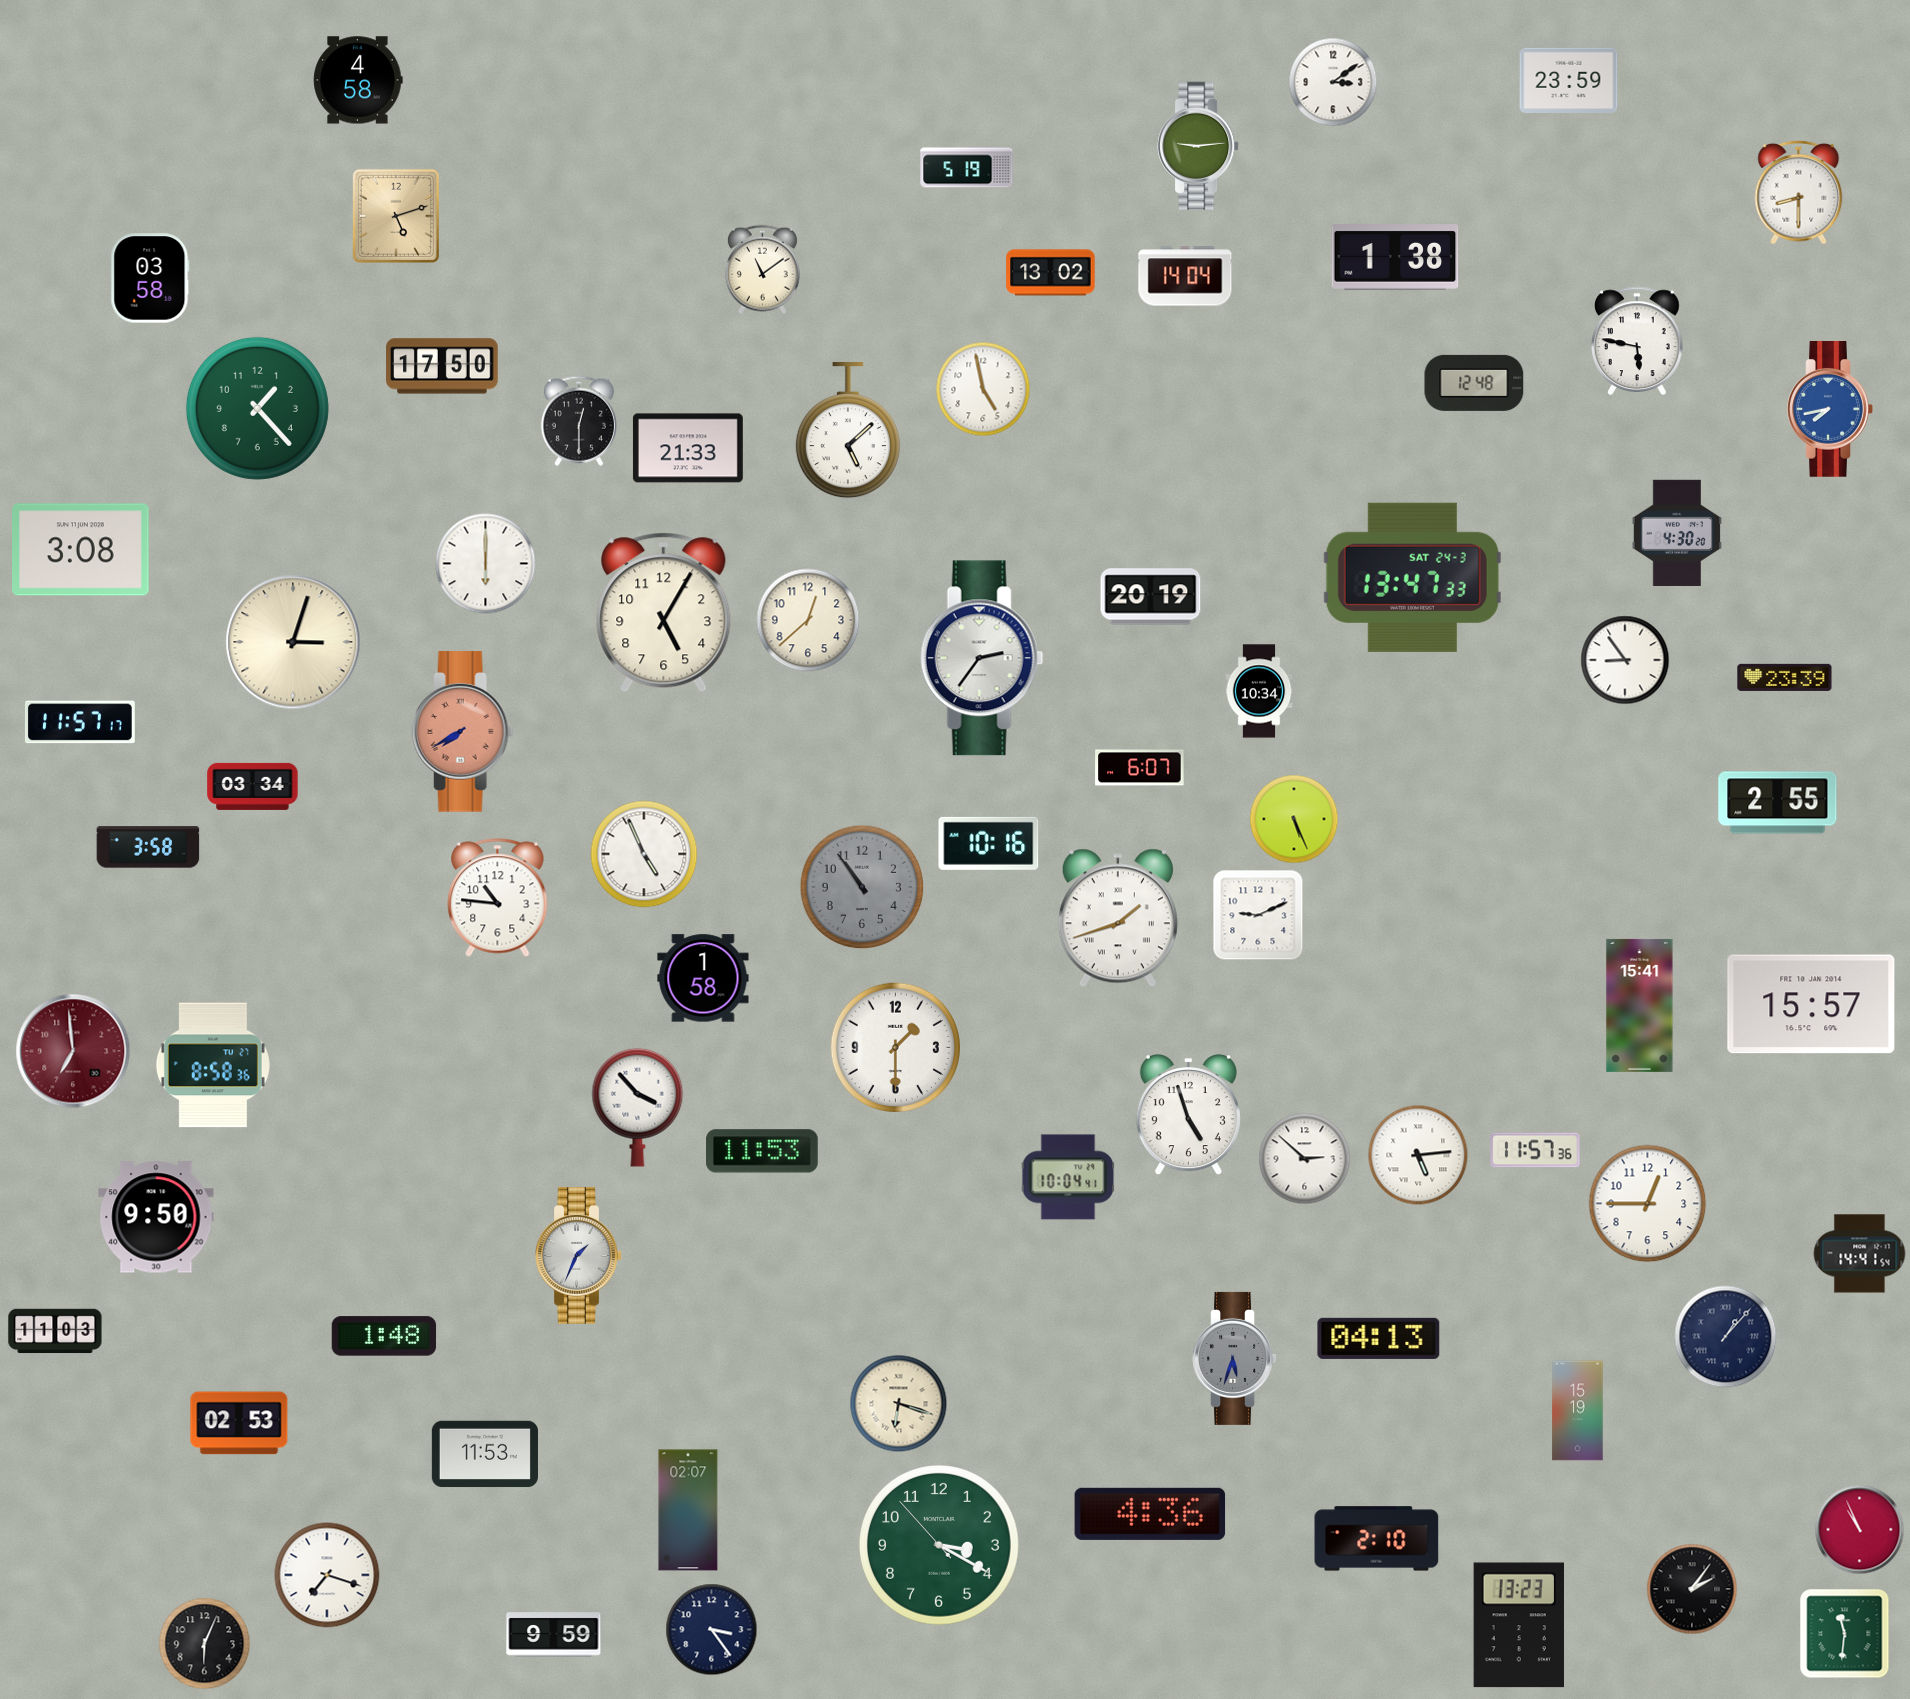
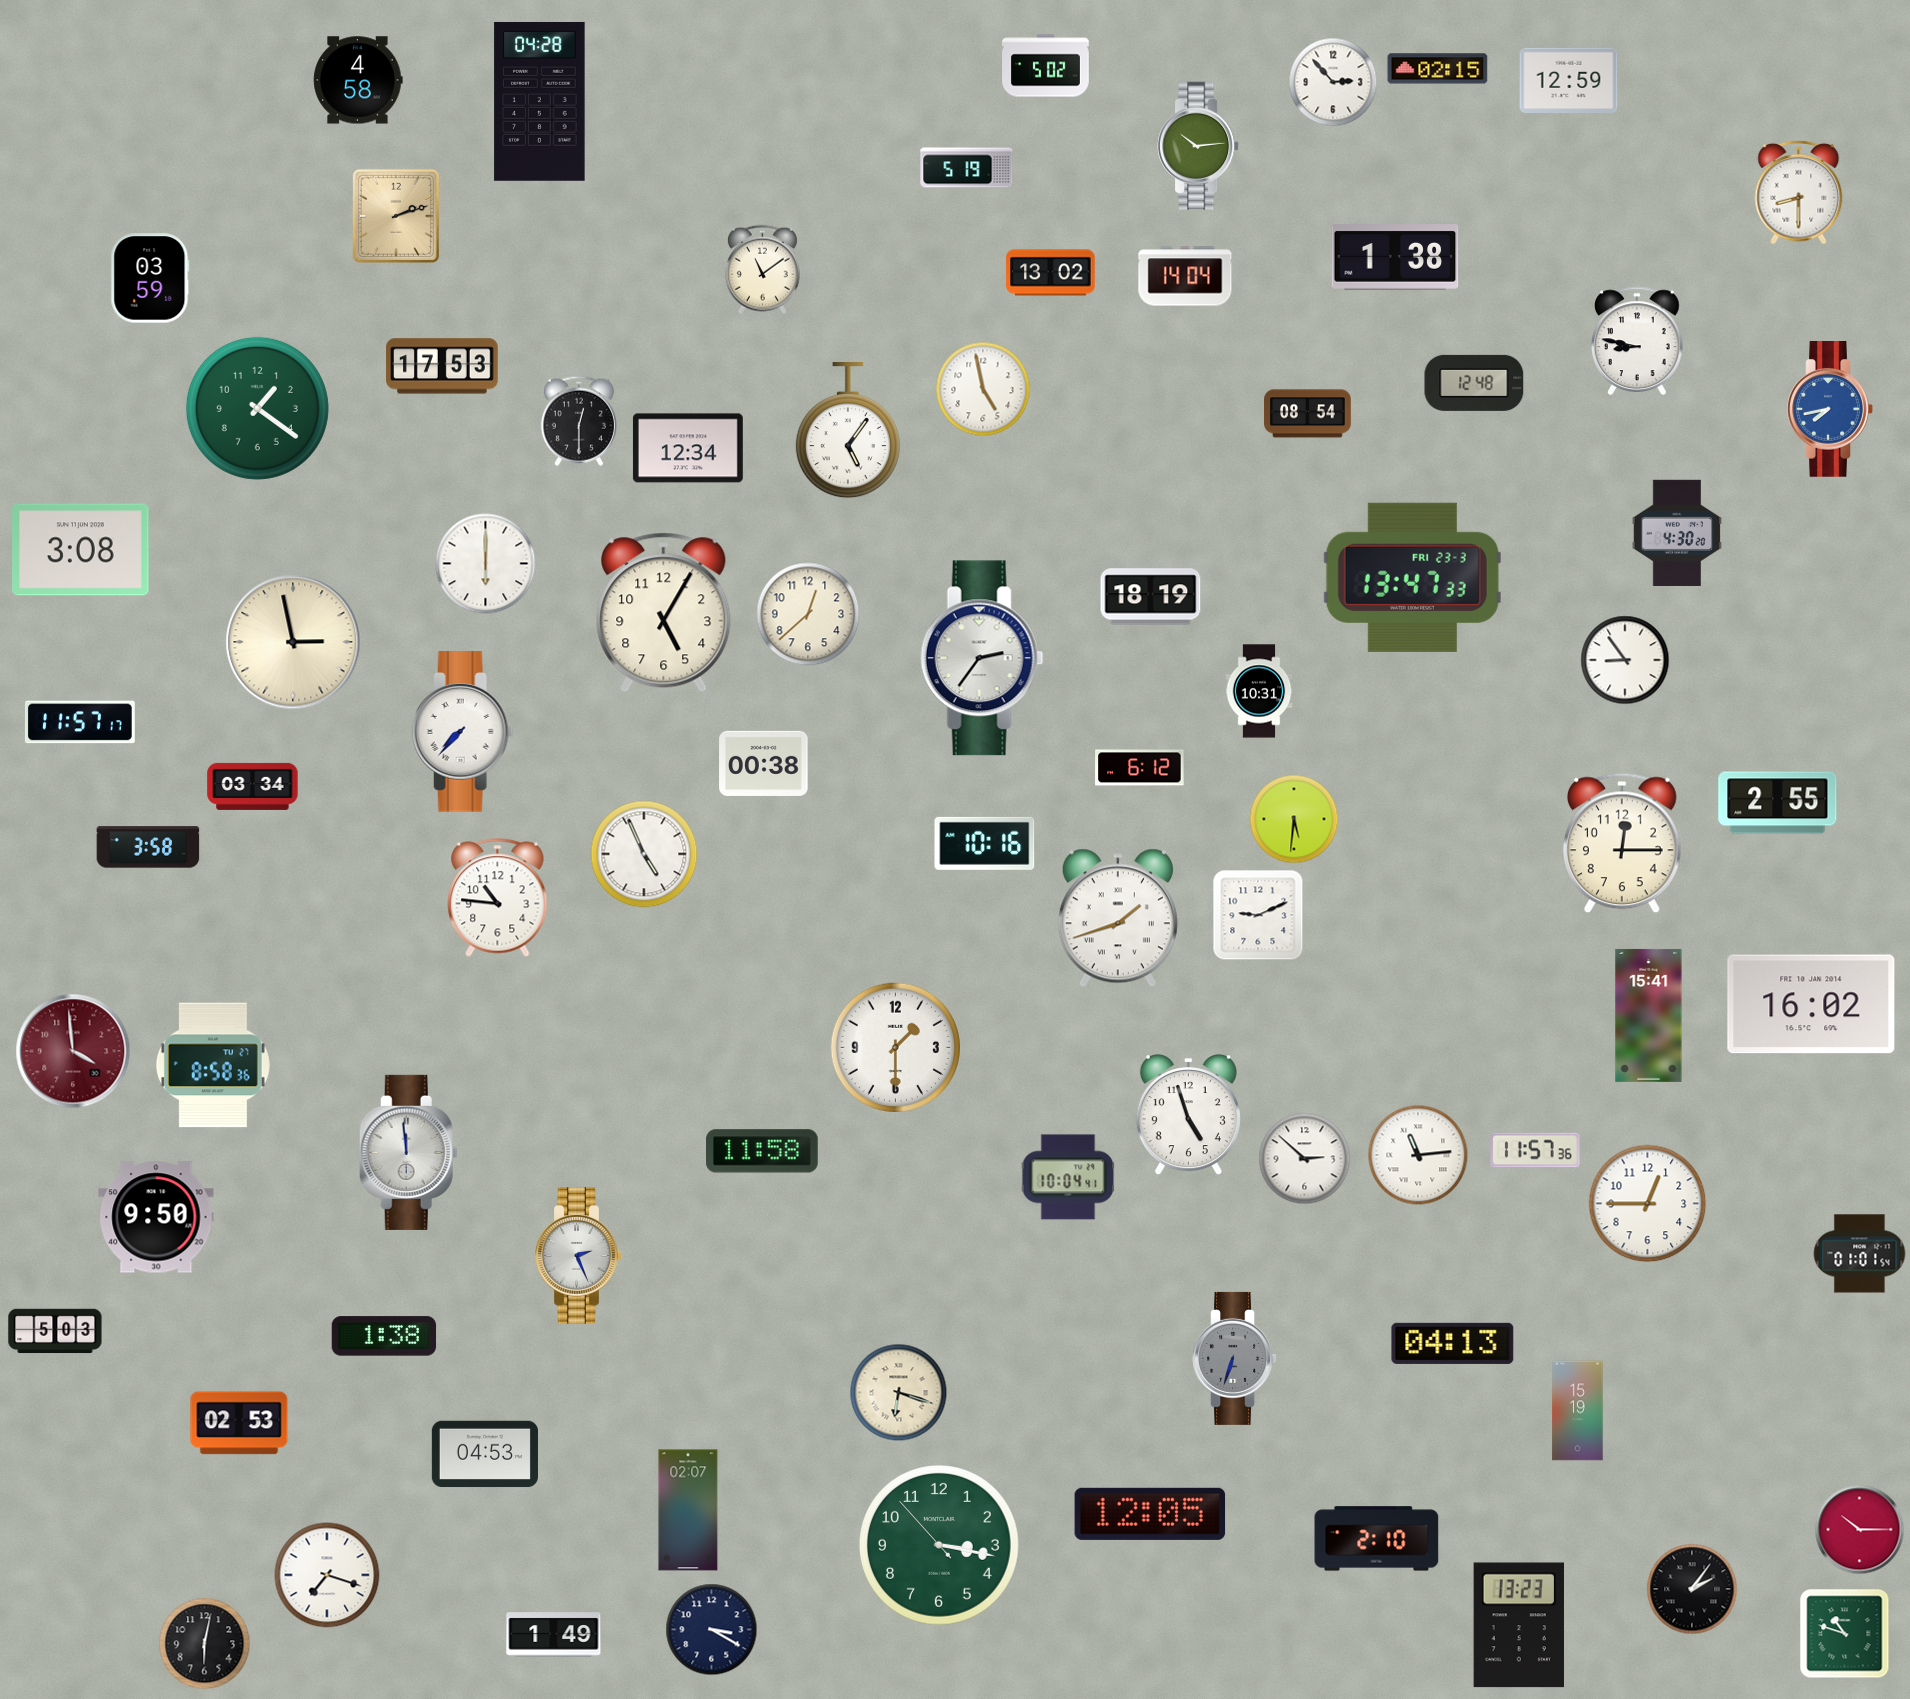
clock at (1046, 66): none -> 5:02
clock at (1438, 69): none -> 02:15
clock at (1569, 80): 23:59 -> 12:59
clock at (1333, 82): 3:09 -> 2:53
clock at (540, 101): none -> 04:28
clock at (1198, 146): 9:14 -> 10:14
clock at (396, 216): 5:12 -> 2:12
clock at (150, 278): 03:58 -> 03:59
clock at (1638, 340): 5:47 -> 8:47
clock at (442, 366): 17:50 -> 17:53
clock at (257, 408): 1:23 -> 1:21
clock at (1308, 414): none -> 08:54
clock at (848, 431): 5:08 -> 5:06
clock at (688, 448): 21:33 -> 12:34
clock at (1412, 577) date: SAT 24-3 -> FRI 23-3
clock at (1151, 597): 20:19 -> 18:19
clock at (808, 620) position: (808, 620) -> (808, 614)
clock at (293, 642): 3:03 -> 2:58
clock at (1785, 677): 23:39 -> none
clock at (1259, 691): 10:34 -> 10:31
clock at (463, 732): 7:40 -> 7:37
clock at (463, 732) dial: salmon -> white
clock at (764, 763): none -> 00:38
clock at (1140, 768): 6:07 -> 6:12
clock at (1294, 819): 5:26 -> 5:31
clock at (989, 843) position: (989, 843) -> (985, 843)
clock at (1622, 843): none -> 12:15
clock at (862, 887): 10:54 -> none
clock at (703, 978): 1:58 -> none
clock at (1811, 1004): 15:57 -> 16:02
clock at (1640, 1005) position: (1640, 1005) -> (1649, 1015)
clock at (73, 1051): 6:59 -> 3:59
clock at (638, 1107): 3:53 -> none
clock at (763, 1151): 11:53 -> 11:58
clock at (408, 1152): none -> 11:59
clock at (1418, 1155): 5:14 -> 11:14
clock at (1860, 1254): 14:41 -> 01:01
clock at (579, 1256): 1:34 -> 2:26
clock at (55, 1331): 11:03 -> 5:03
clock at (384, 1336): 1:48 -> 1:38
clock at (1726, 1337): 1:07 -> none
clock at (1379, 1338) position: (1379, 1338) -> (1453, 1343)
clock at (1235, 1358): 5:33 -> 6:33
clock at (899, 1404) position: (899, 1404) -> (899, 1393)
clock at (485, 1454): 11:53 -> 04:53
clock at (1150, 1514): 4:36 -> 12:05
clock at (1860, 1530): 10:56 -> 10:15
clock at (940, 1546): 3:19 -> 3:16
clock at (712, 1630): 3:24 -> 3:20
clock at (1845, 1634): 11:31 -> 10:48
clock at (554, 1635): 9:59 -> 1:49
clock at (205, 1644): 6:04 -> 6:02
